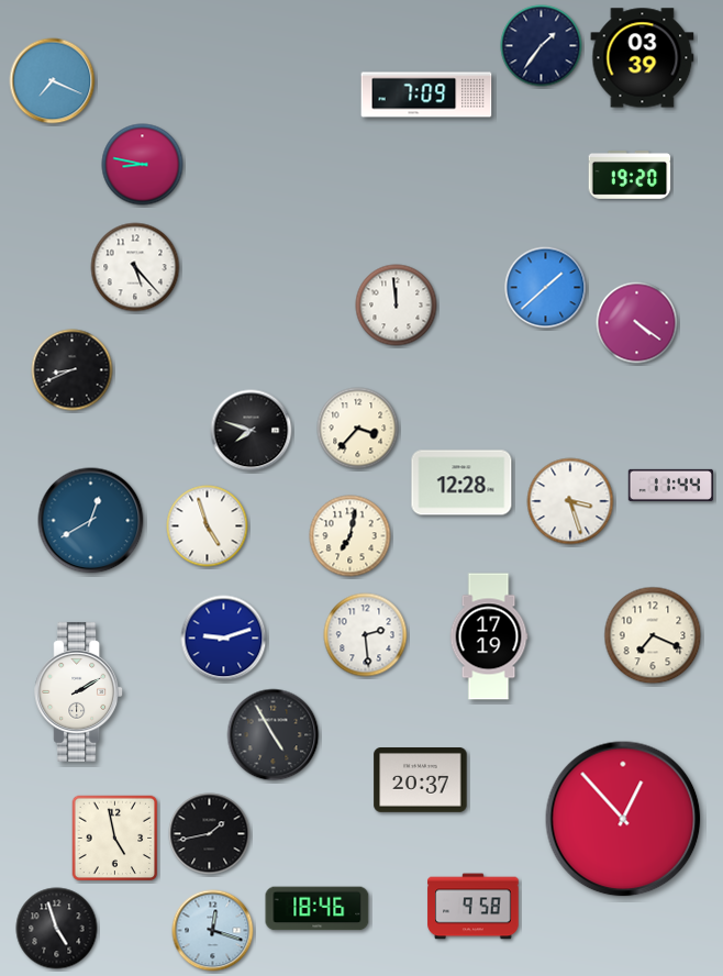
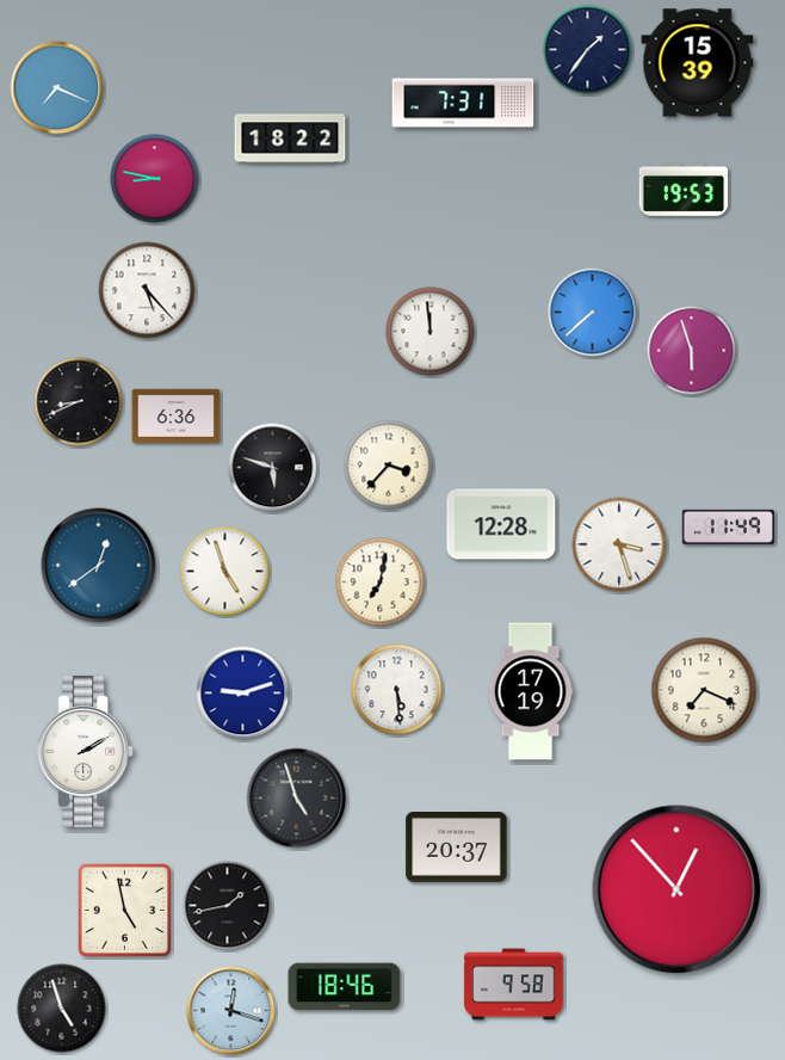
clock at (643, 58): 03:39 -> 15:39
clock at (426, 95): 7:09 -> 7:31
clock at (290, 138): none -> 18:22
clock at (630, 175): 19:20 -> 19:53
clock at (546, 288): 1:38 -> 7:38
clock at (637, 323): 4:21 -> 5:57
clock at (177, 415): none -> 6:36
clock at (252, 431): 7:48 -> 5:48
clock at (670, 485): 11:44 -> 11:49
clock at (91, 521): 12:40 -> 12:39
clock at (366, 635): 2:29 -> 5:29
clock at (653, 635) position: (653, 635) -> (704, 690)
clock at (274, 735): 4:55 -> 4:57
